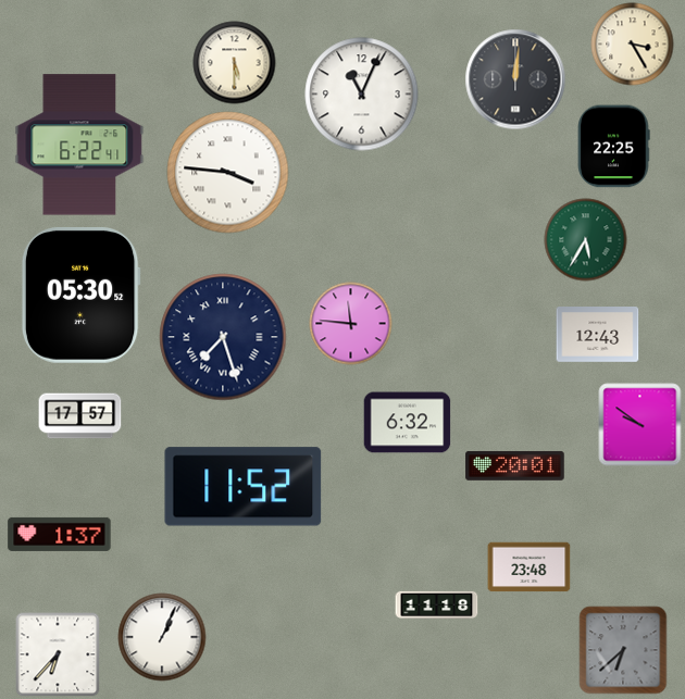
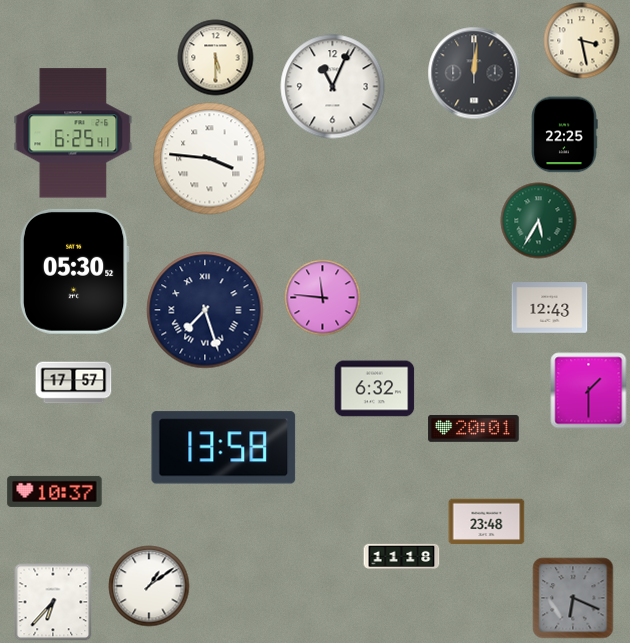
clock at (633, 45): 3:25 -> 3:28
clock at (79, 145): 6:22 -> 6:25
clock at (640, 425): 9:51 -> 1:30
clock at (244, 487): 11:52 -> 13:58
clock at (60, 534): 1:37 -> 10:37
clock at (162, 637): 1:04 -> 1:09
clock at (623, 650): 6:38 -> 6:19
